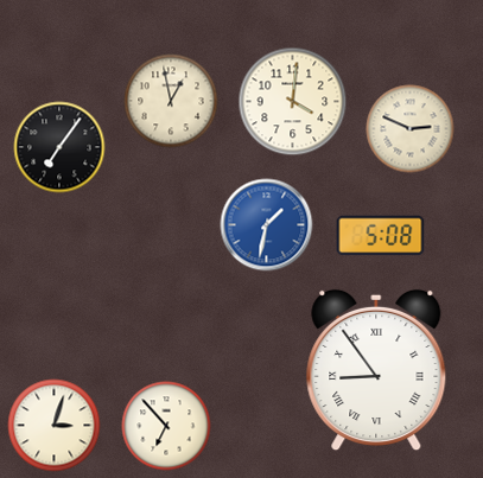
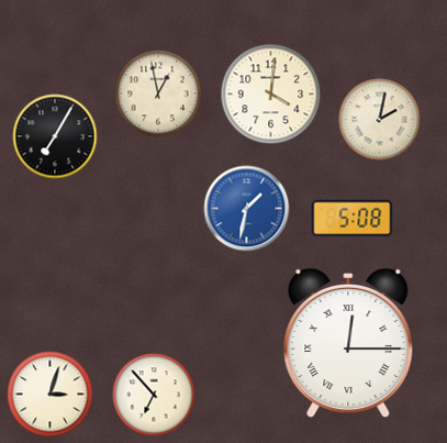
clock at (411, 129): 2:49 -> 2:02
clock at (59, 147): 7:06 -> 7:05
clock at (376, 370): 8:54 -> 12:15
